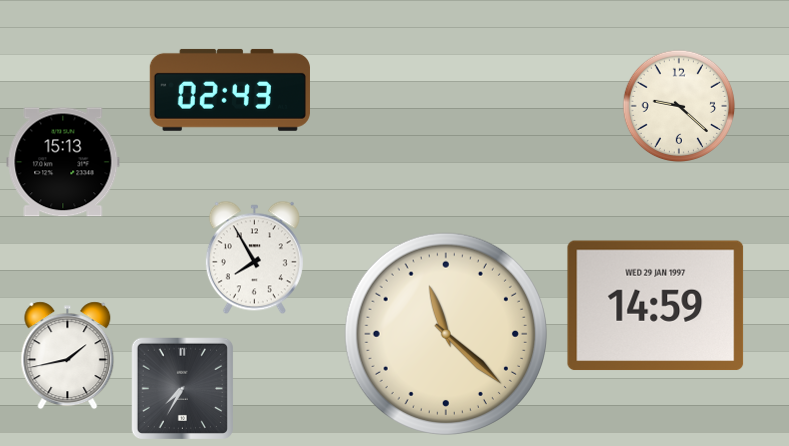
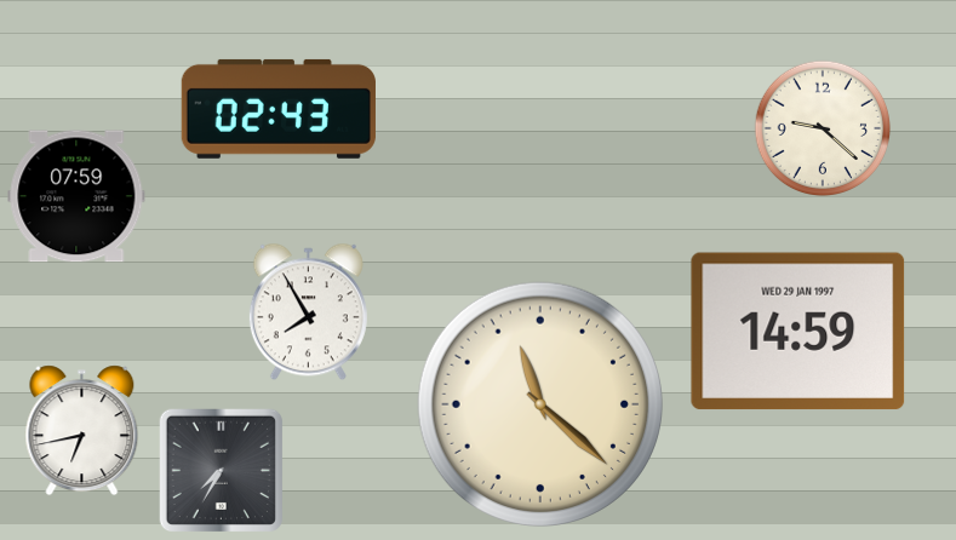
clock at (63, 162): 15:13 -> 07:59
clock at (656, 306) position: (656, 306) -> (798, 332)
clock at (68, 356): 1:43 -> 6:43
